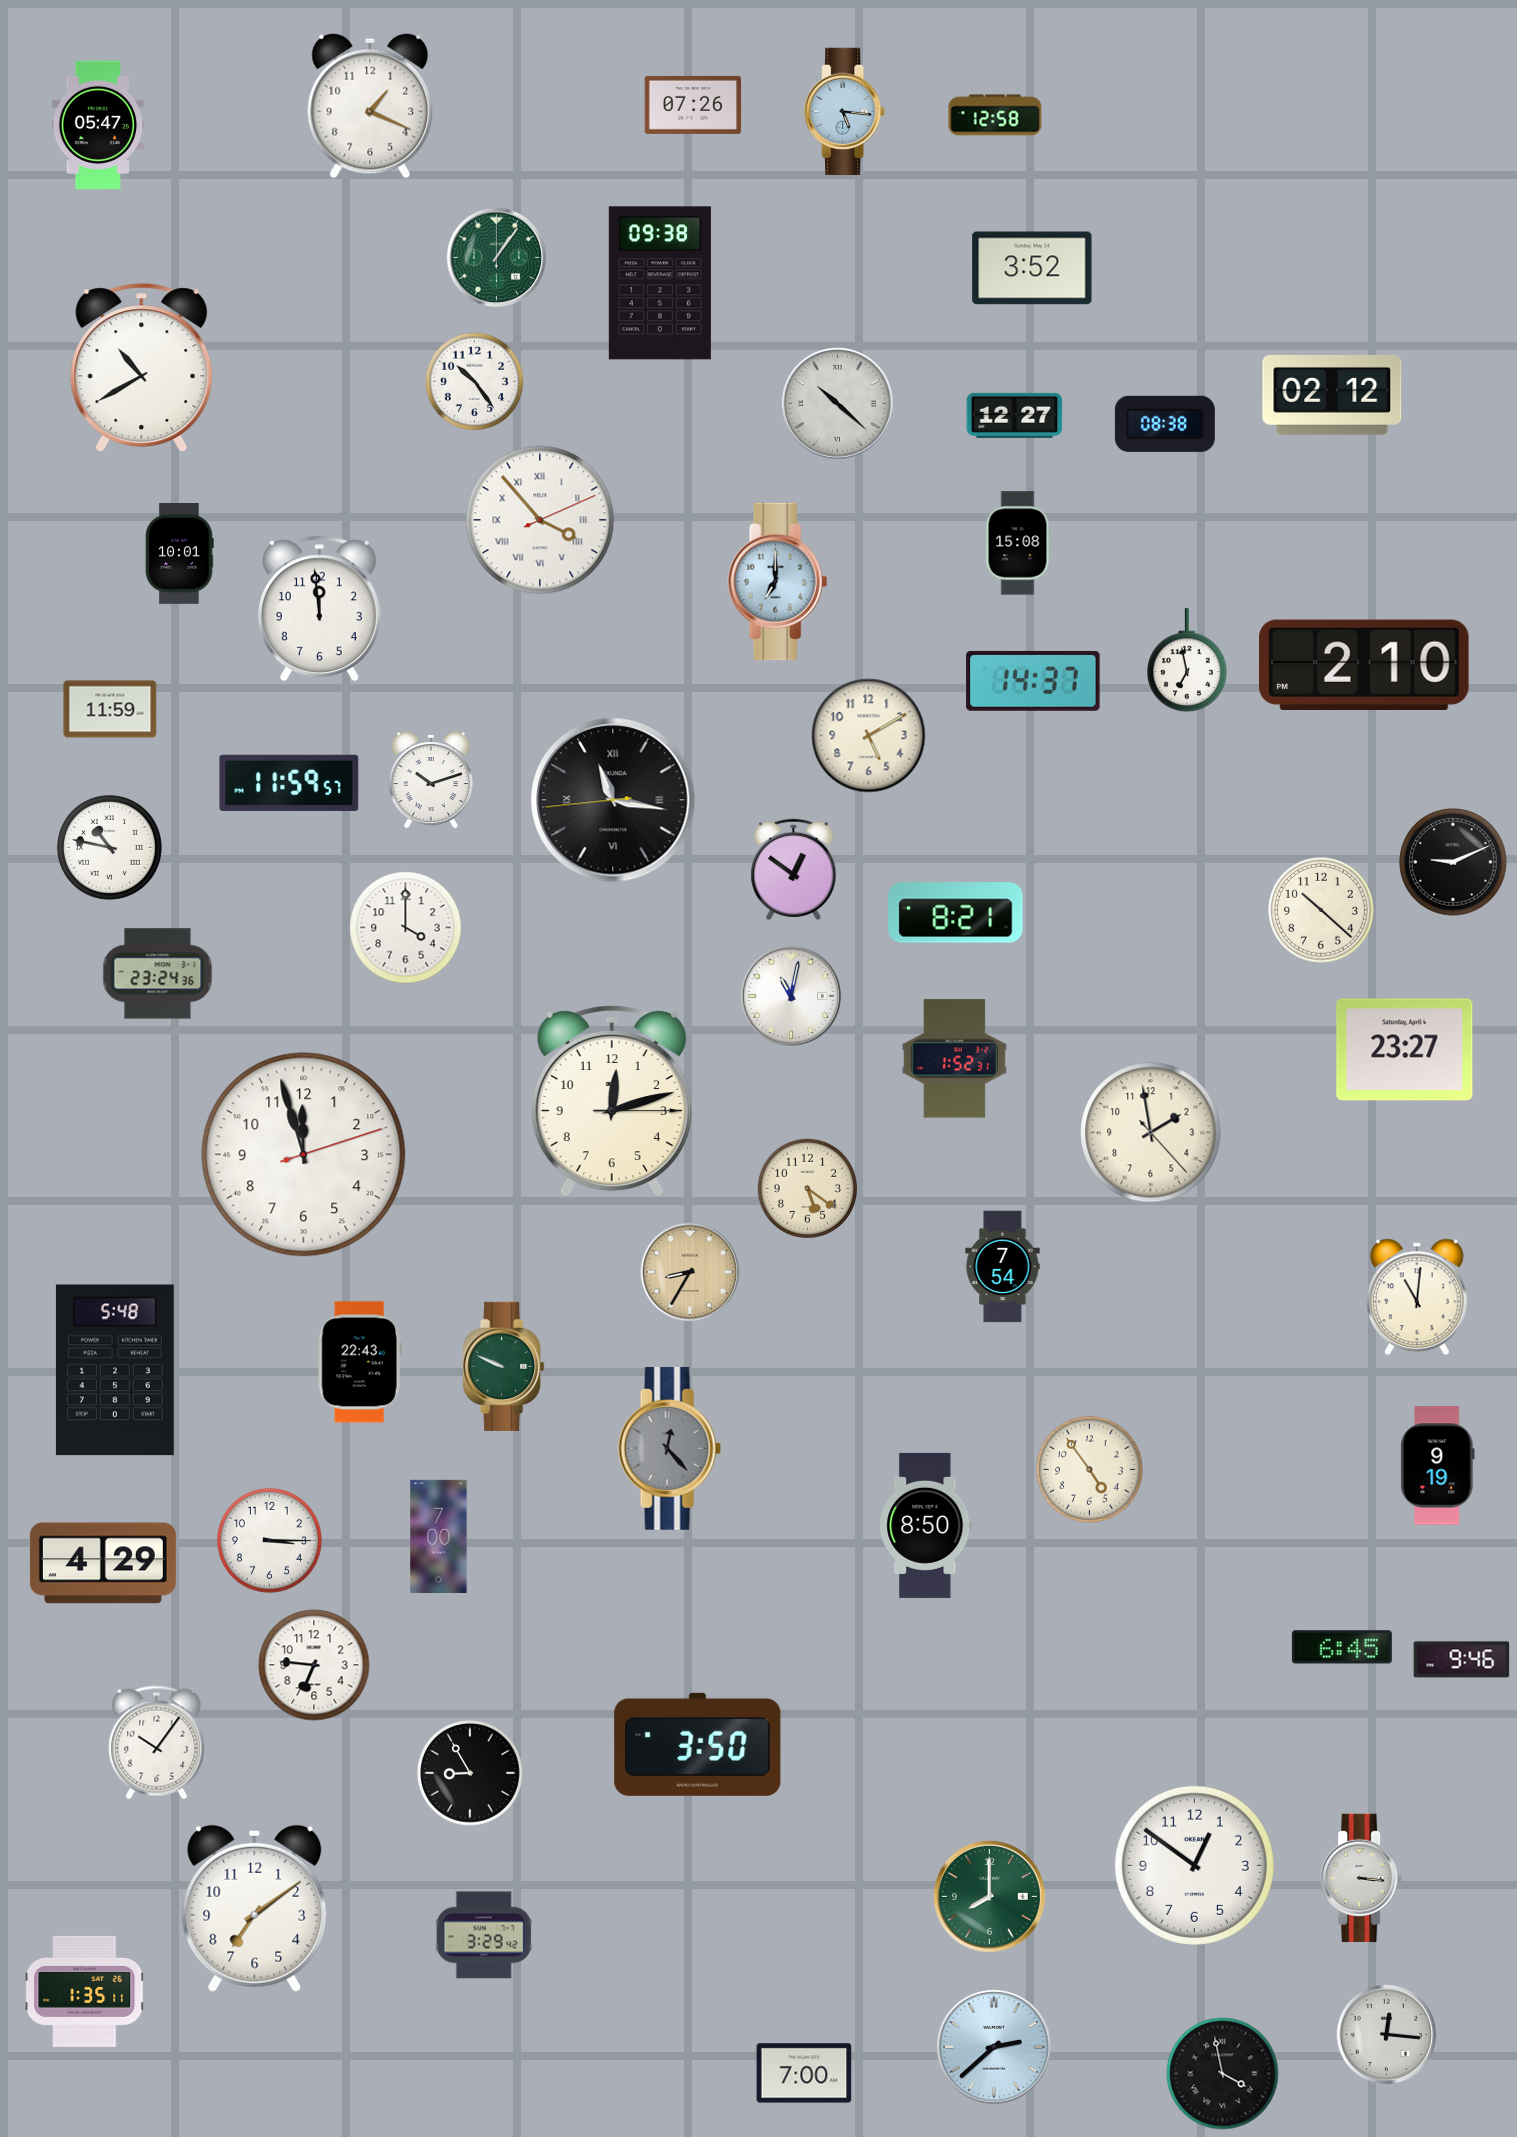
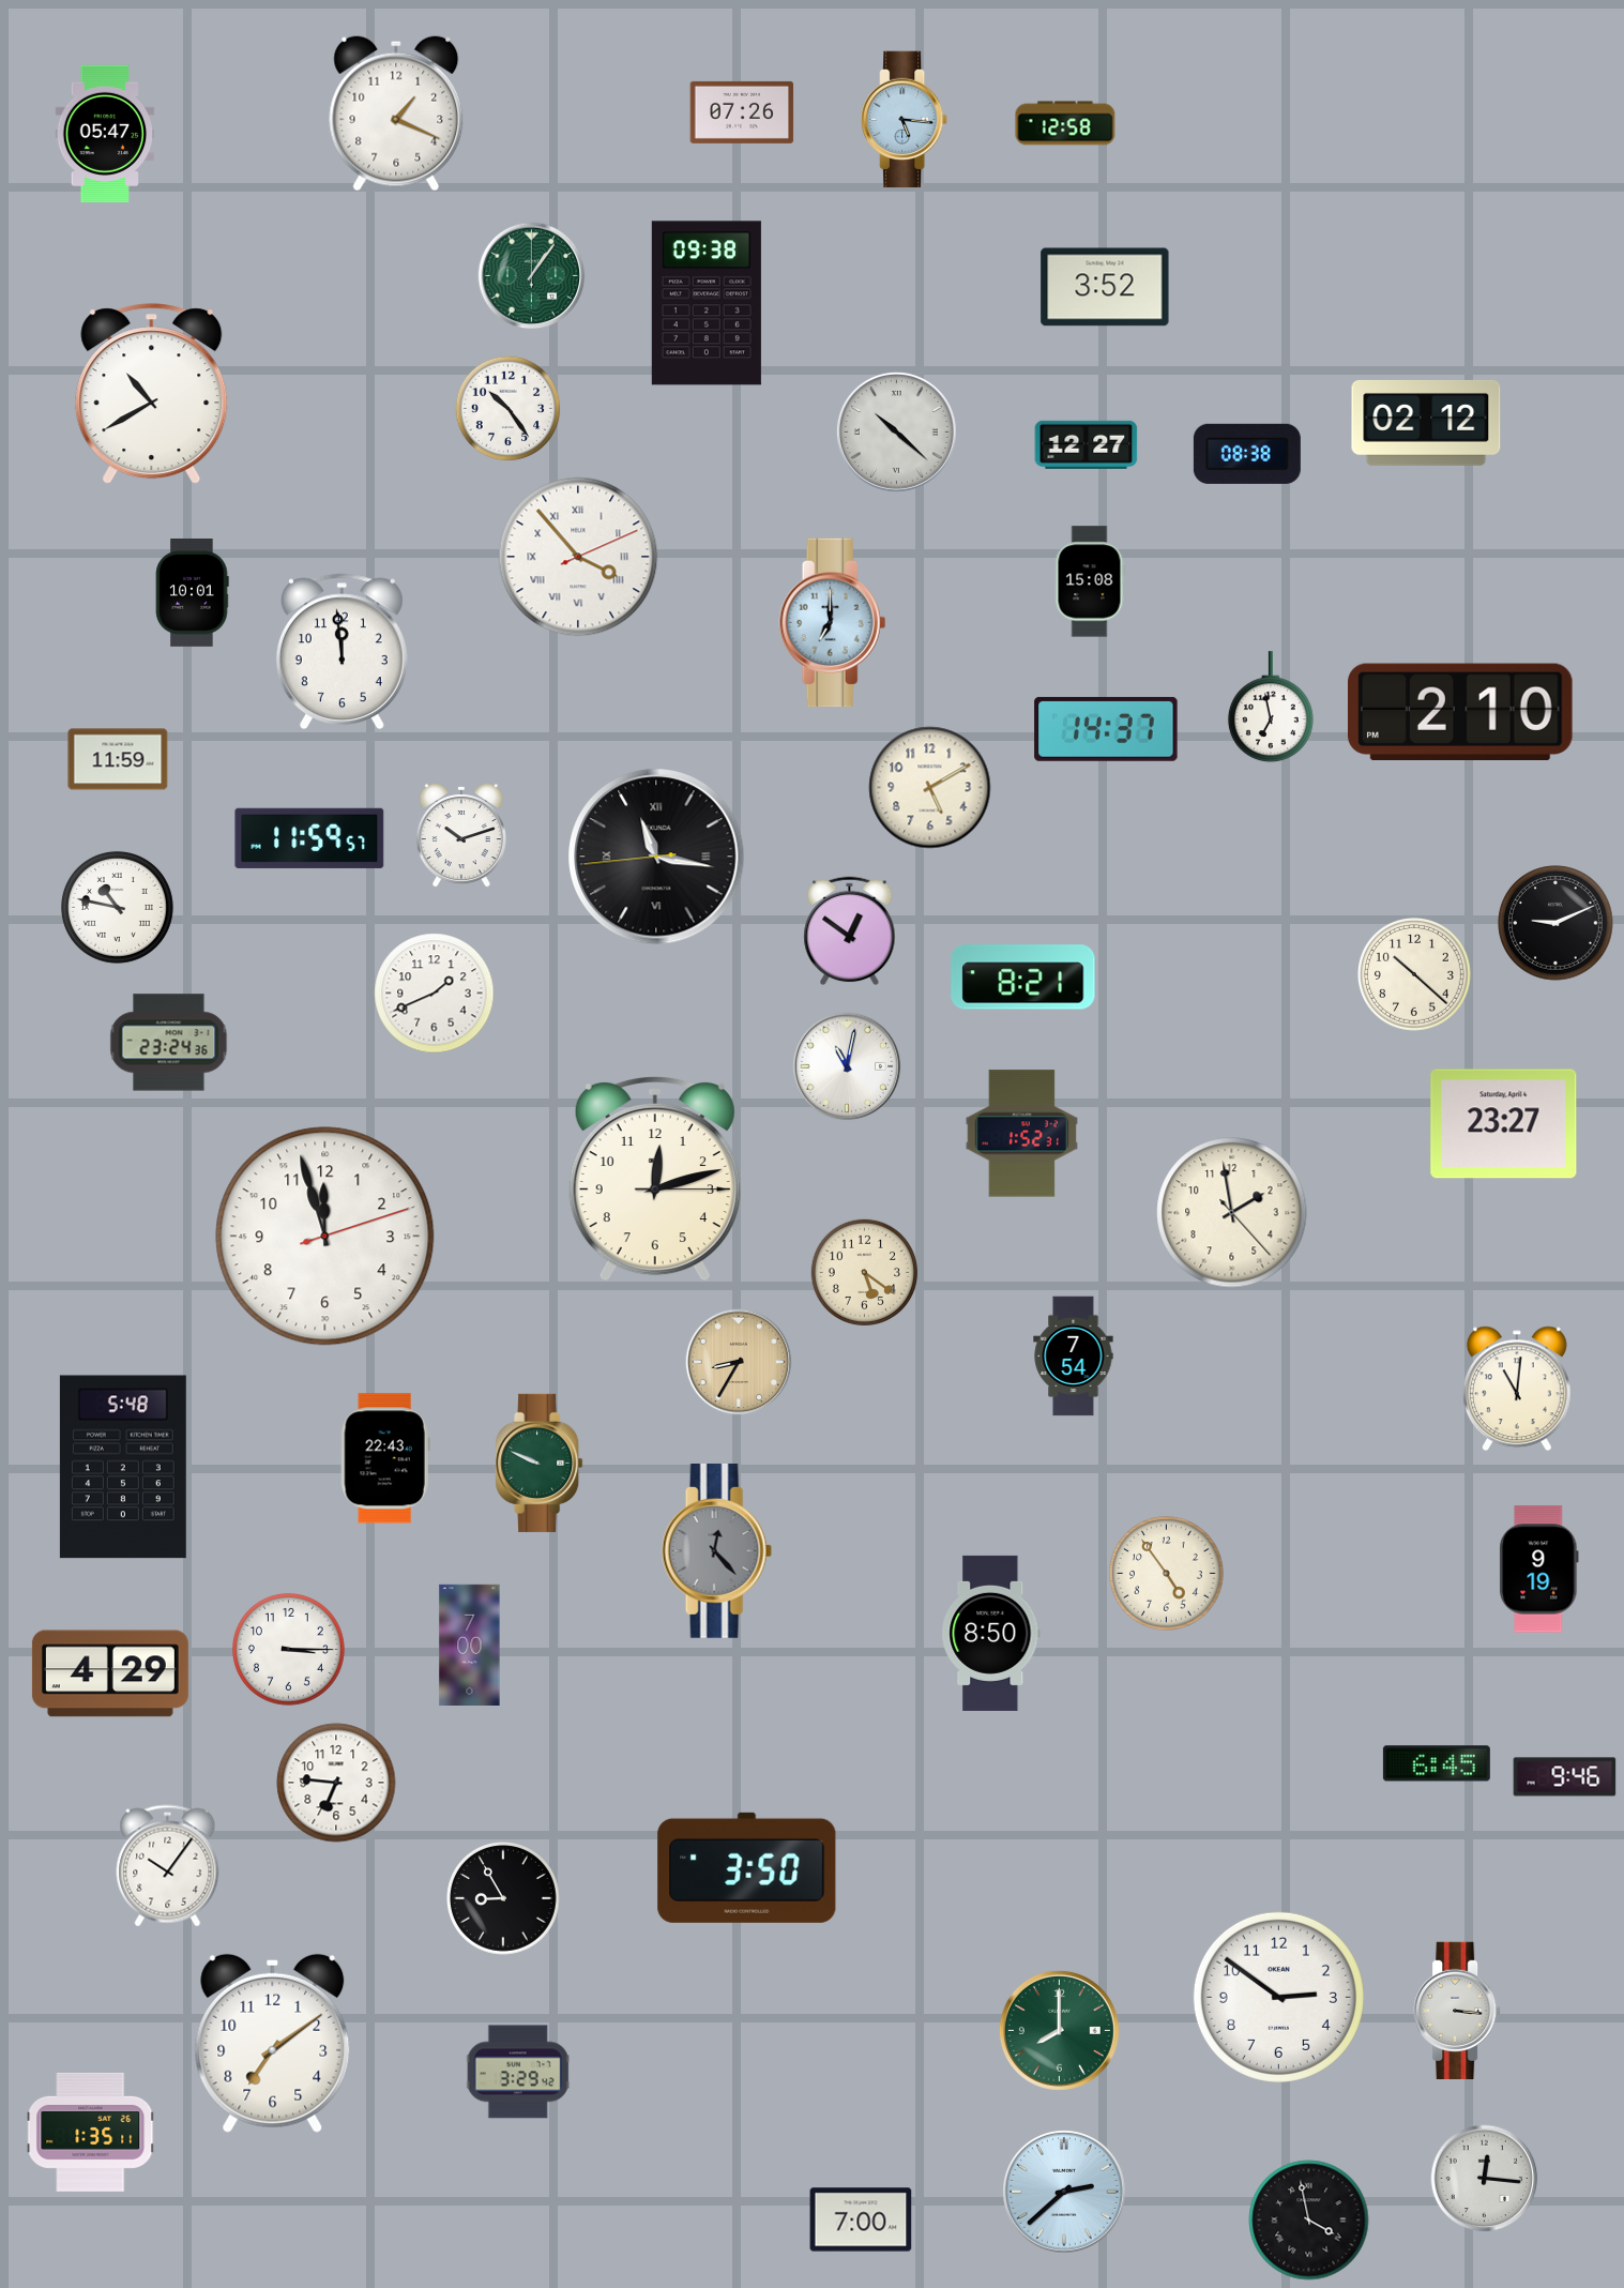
clock at (406, 928): 4:00 -> 1:41
clock at (1194, 1865): 12:51 -> 2:51
